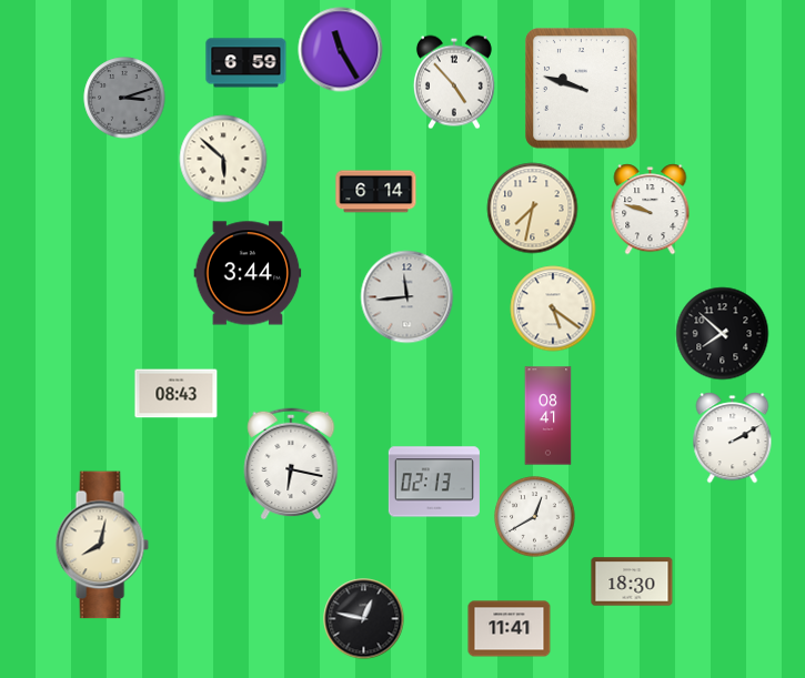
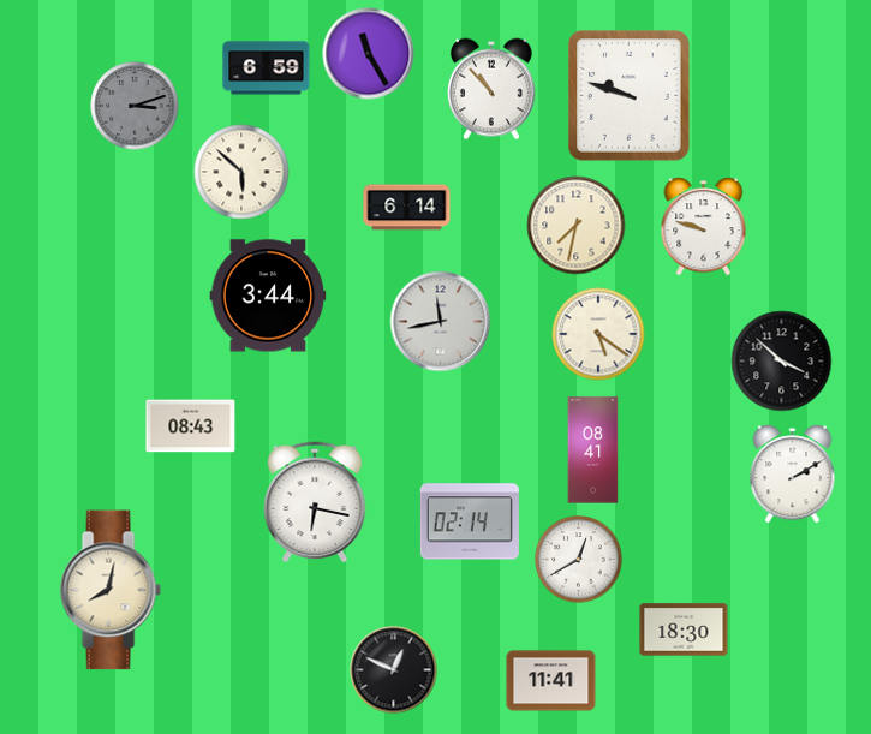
clock at (454, 82): 4:53 -> 10:53
clock at (407, 297): 11:44 -> 11:43
clock at (723, 334): 7:52 -> 3:52
clock at (434, 482): 02:13 -> 02:14
clock at (364, 619): 12:47 -> 12:49
